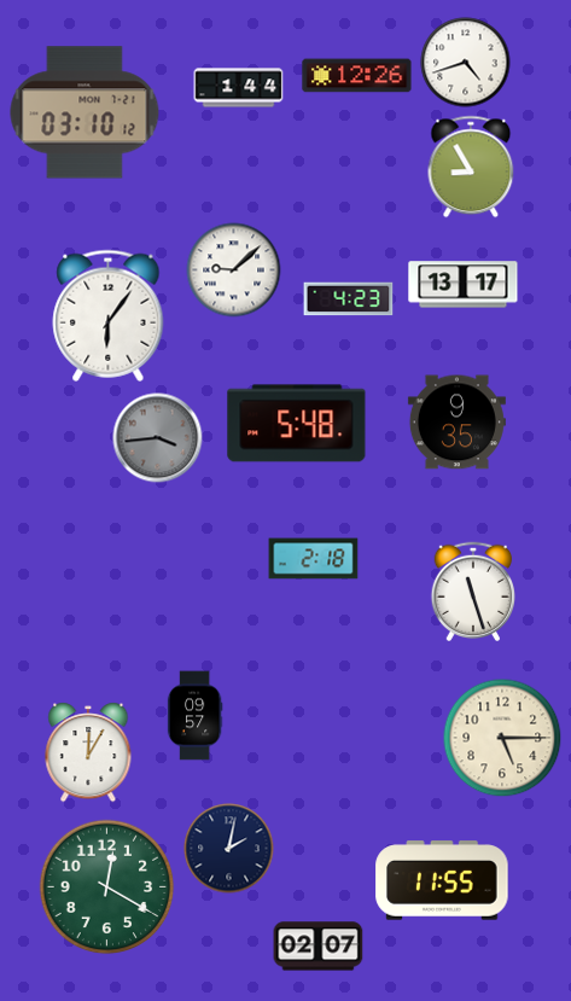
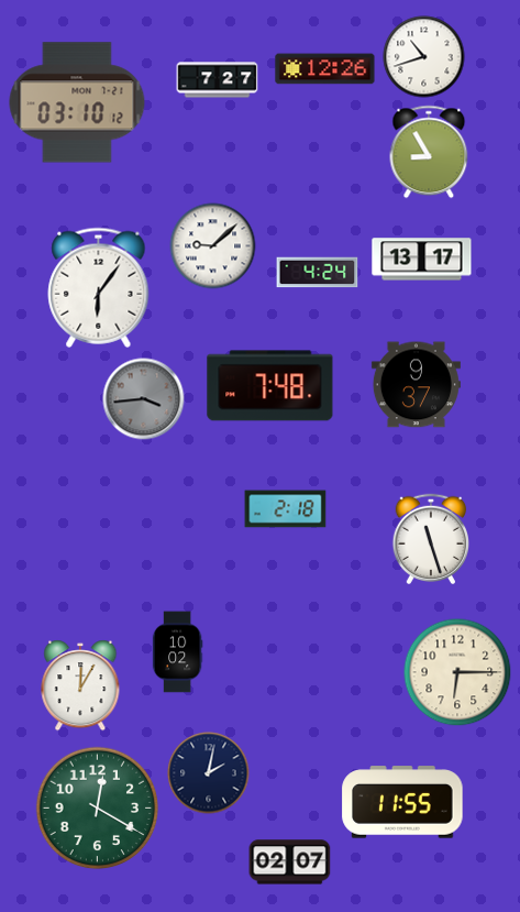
clock at (466, 63): 4:42 -> 10:42
clock at (239, 88): 1:44 -> 7:27
clock at (349, 299): 4:23 -> 4:24
clock at (456, 423): 9:35 -> 9:37
clock at (297, 424): 5:48 -> 7:48
clock at (194, 716): 09:57 -> 10:02
clock at (502, 738): 5:15 -> 6:15
